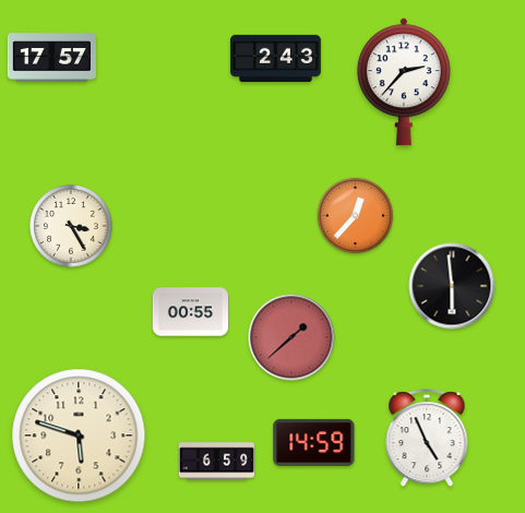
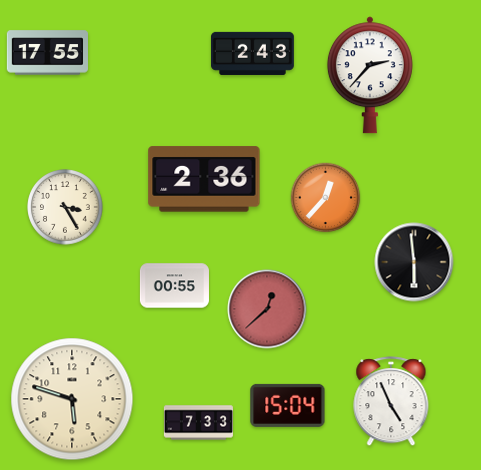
clock at (51, 58): 17:57 -> 17:55
clock at (204, 179): none -> 2:36
clock at (291, 337): 1:38 -> 12:38
clock at (314, 442): 14:59 -> 15:04
clock at (216, 462): 6:59 -> 7:33
